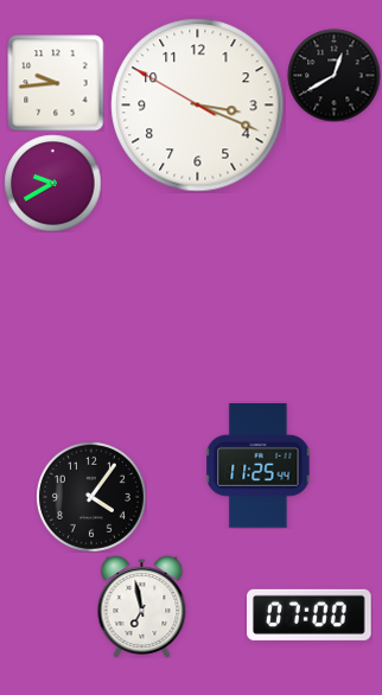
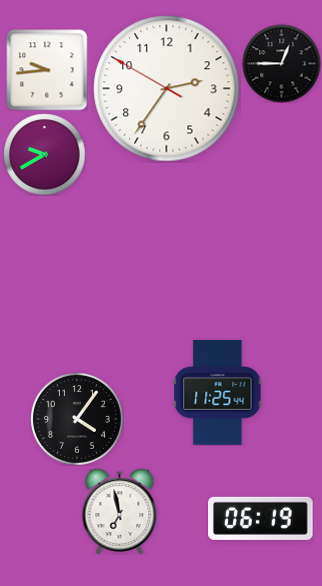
clock at (333, 75): 12:40 -> 12:45
clock at (198, 106): 3:18 -> 2:35
clock at (310, 614): 07:00 -> 06:19
